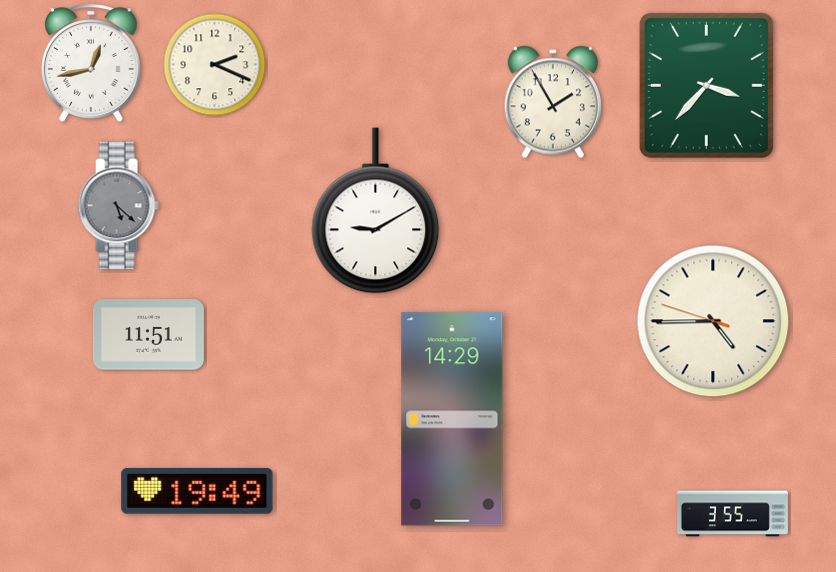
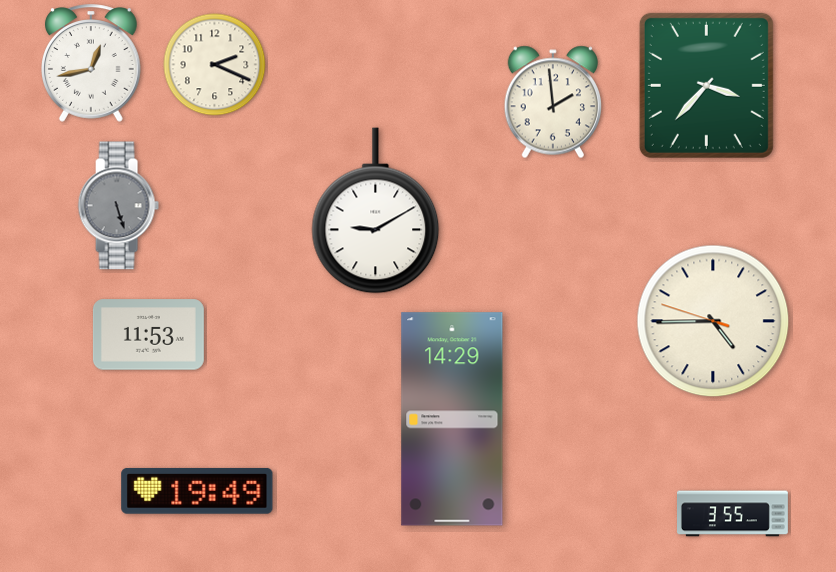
clock at (552, 102): 1:55 -> 1:59
clock at (118, 206): 5:22 -> 5:27
clock at (148, 335): 11:51 -> 11:53
